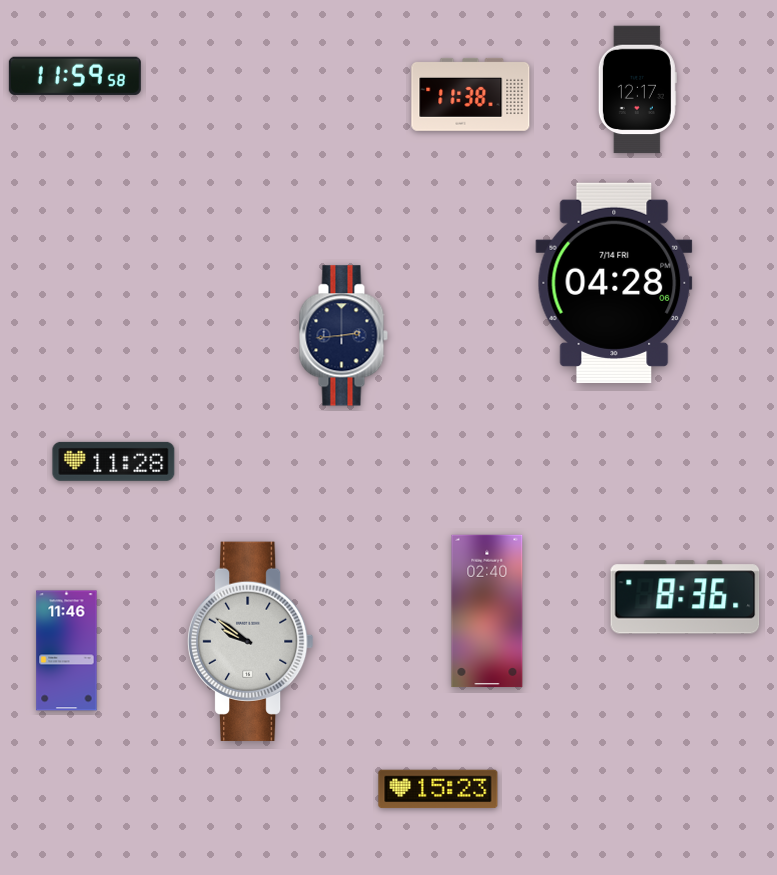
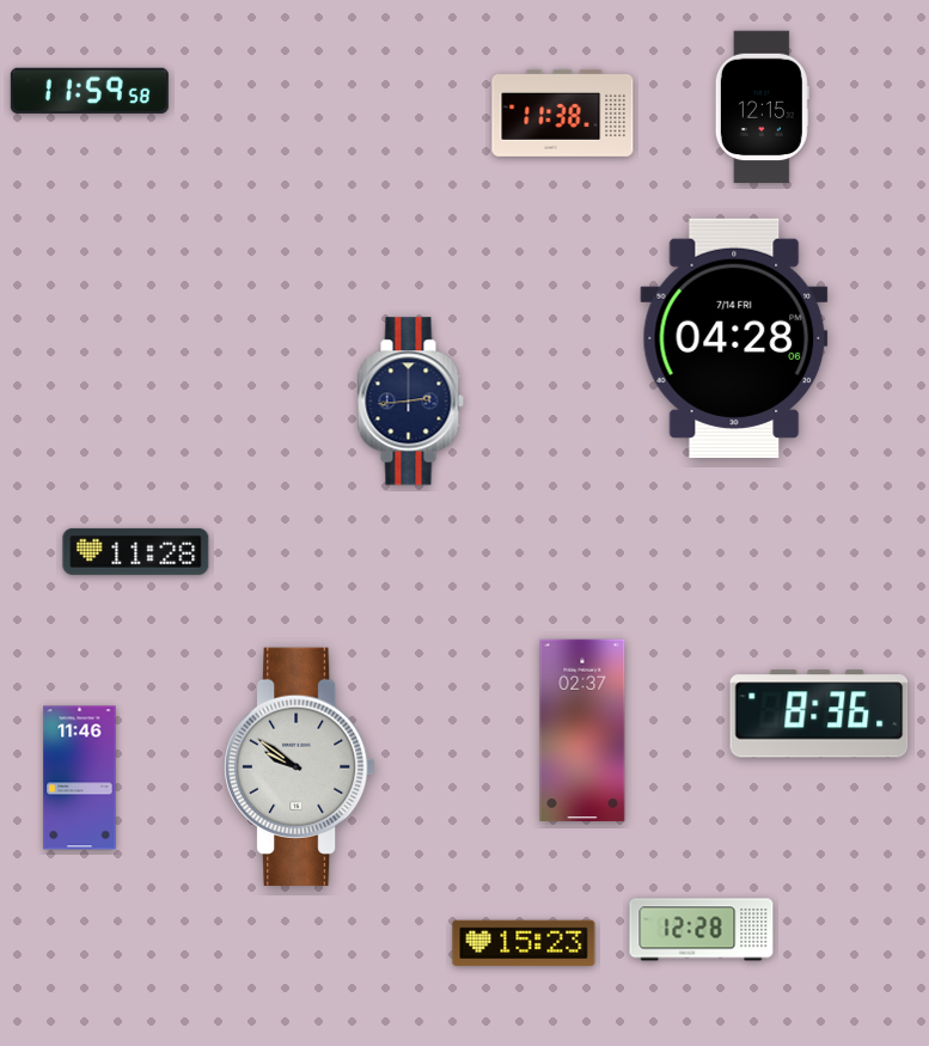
clock at (637, 90): 12:17 -> 12:15
clock at (487, 611): 02:40 -> 02:37
clock at (702, 930): none -> 12:28
